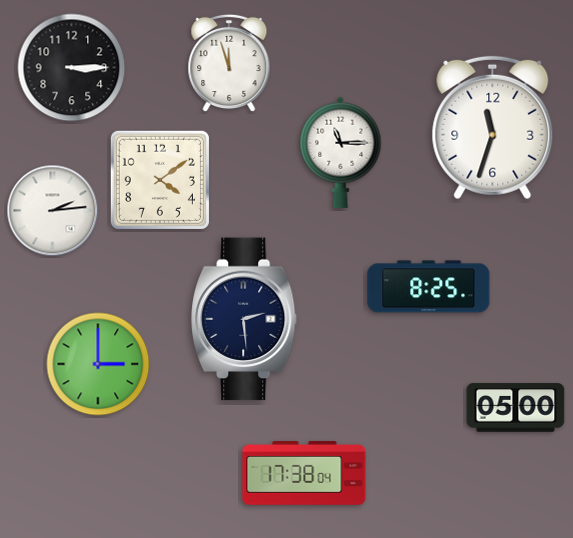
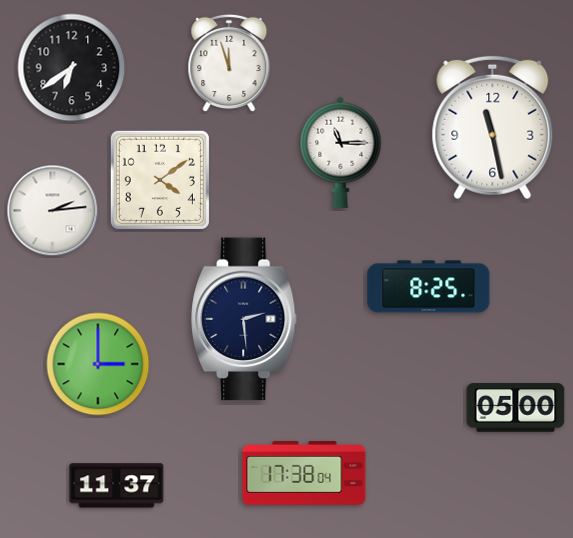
clock at (72, 68): 3:15 -> 6:39
clock at (493, 128): 11:33 -> 11:28
clock at (117, 486): none -> 11:37
